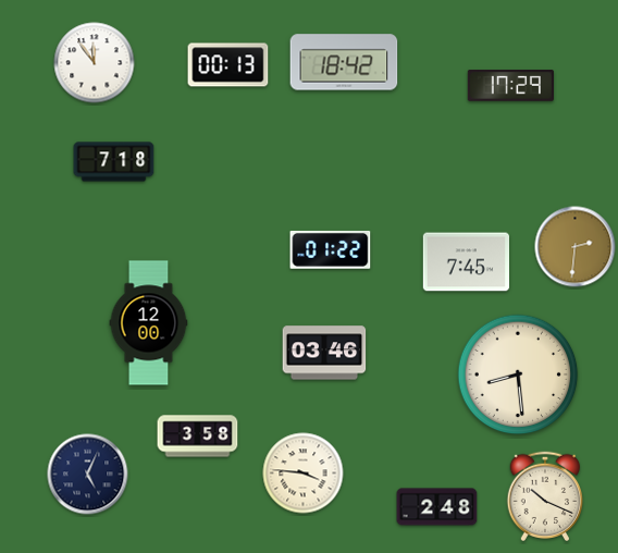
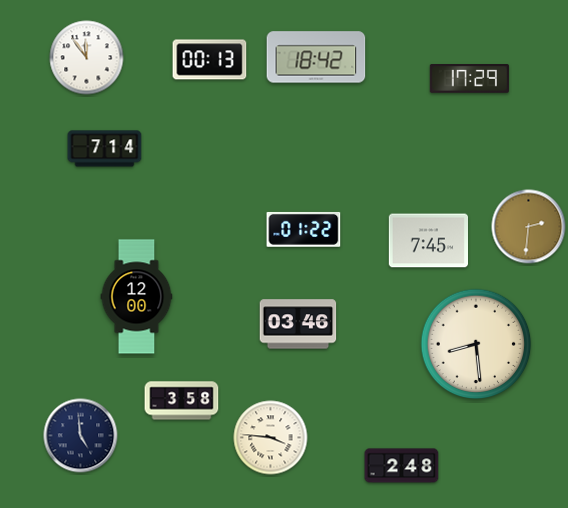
clock at (114, 162): 7:18 -> 7:14
clock at (304, 474) position: (304, 474) -> (271, 438)
clock at (88, 475): 5:04 -> 4:59
clock at (545, 495): 10:19 -> none
